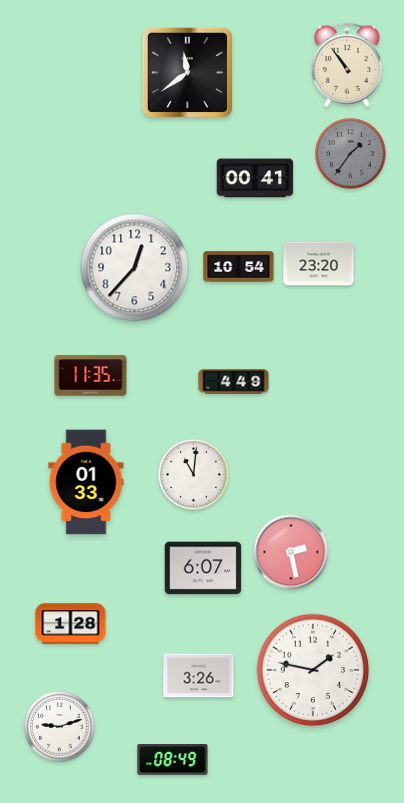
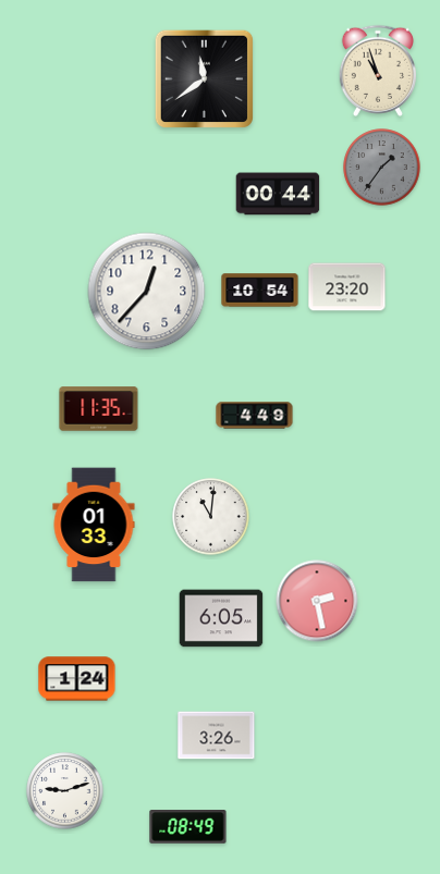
clock at (347, 65): 10:54 -> 10:57
clock at (255, 178): 00:41 -> 00:44
clock at (203, 568): 6:07 -> 6:05
clock at (71, 624): 1:28 -> 1:24
clock at (313, 670): 1:47 -> none
